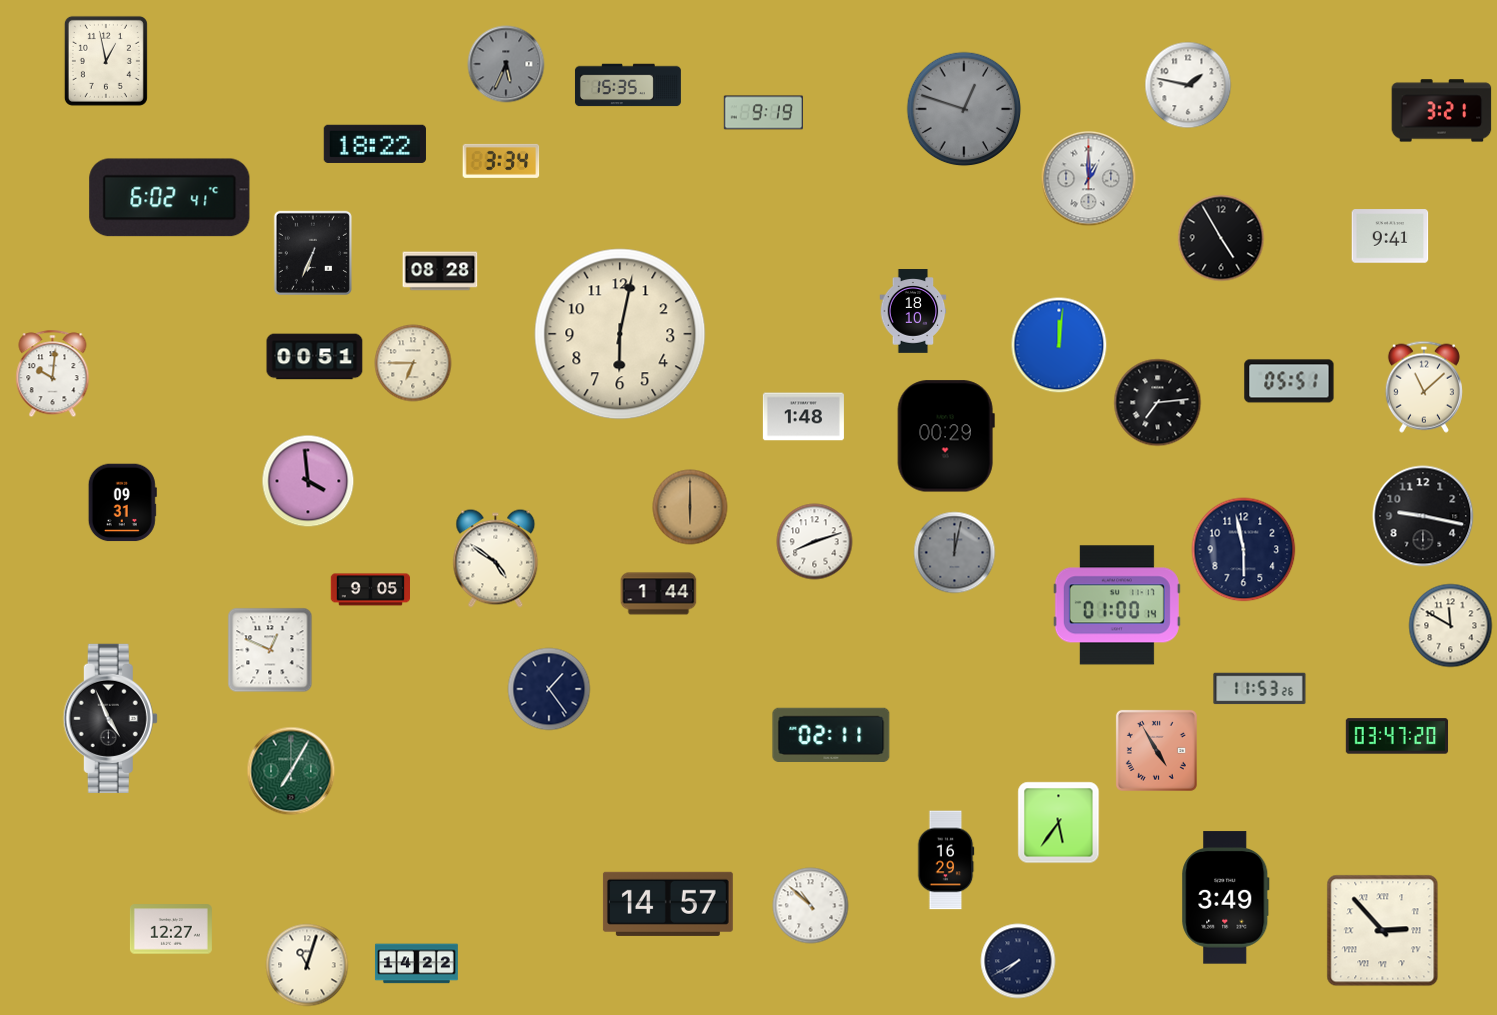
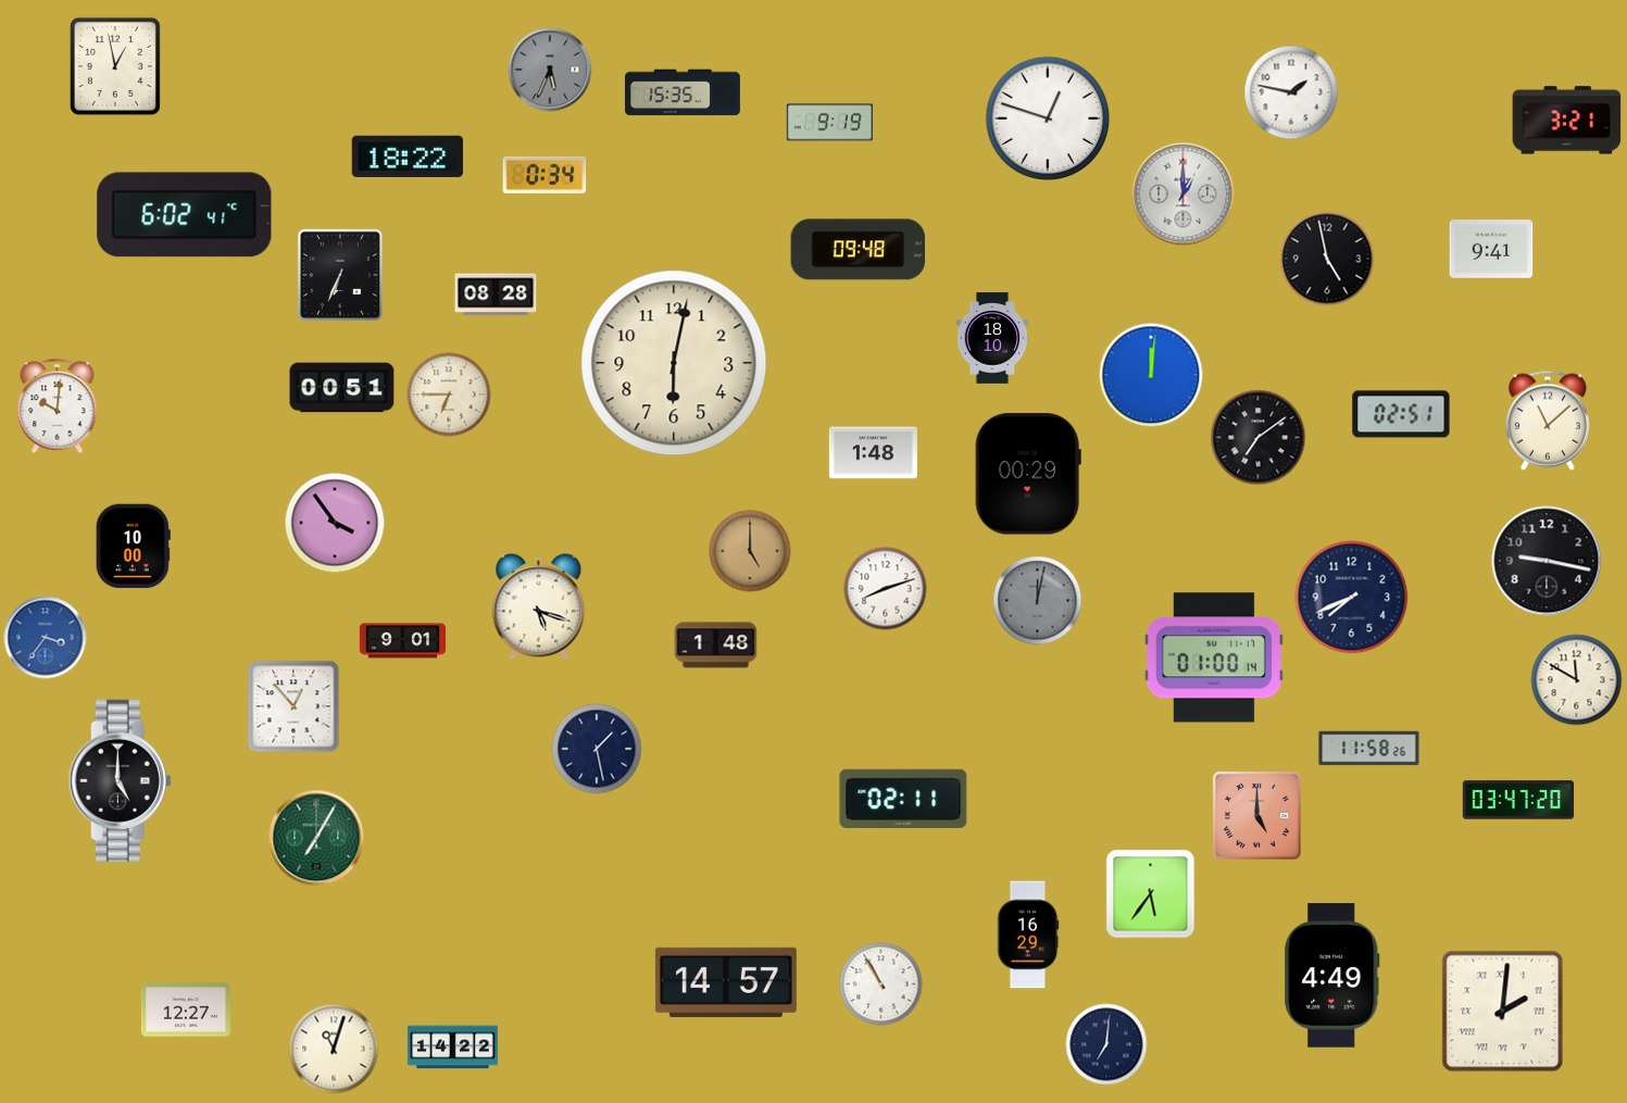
clock at (964, 109) dial: grey -> white
clock at (501, 161): 3:34 -> 0:34
clock at (859, 250): none -> 09:48
clock at (1390, 236) position: (1390, 236) -> (1491, 249)
clock at (1221, 238): 4:55 -> 4:58
clock at (440, 271) position: (440, 271) -> (496, 294)
clock at (1289, 381): 05:51 -> 02:51
clock at (1158, 403): 7:14 -> 7:09
clock at (308, 481): 3:59 -> 3:54
clock at (122, 503): 09:31 -> 10:00
clock at (690, 507): 6:00 -> 5:00
clock at (1244, 550): 5:58 -> 7:41
clock at (496, 559): 4:51 -> 5:18
clock at (46, 638): none -> 3:36
clock at (370, 590): 9:05 -> 9:01
clock at (659, 594): 1:44 -> 1:48
clock at (270, 650): 12:49 -> 12:53
clock at (549, 689): 1:24 -> 1:28
clock at (1260, 689): 11:53 -> 11:58
clock at (110, 718): 4:56 -> 5:00
clock at (1156, 750): 4:55 -> 5:00
clock at (1226, 898): 3:49 -> 4:49
clock at (811, 906): 10:52 -> 10:55
clock at (1383, 931): 2:53 -> 2:01
clock at (1018, 961): 7:40 -> 7:01
